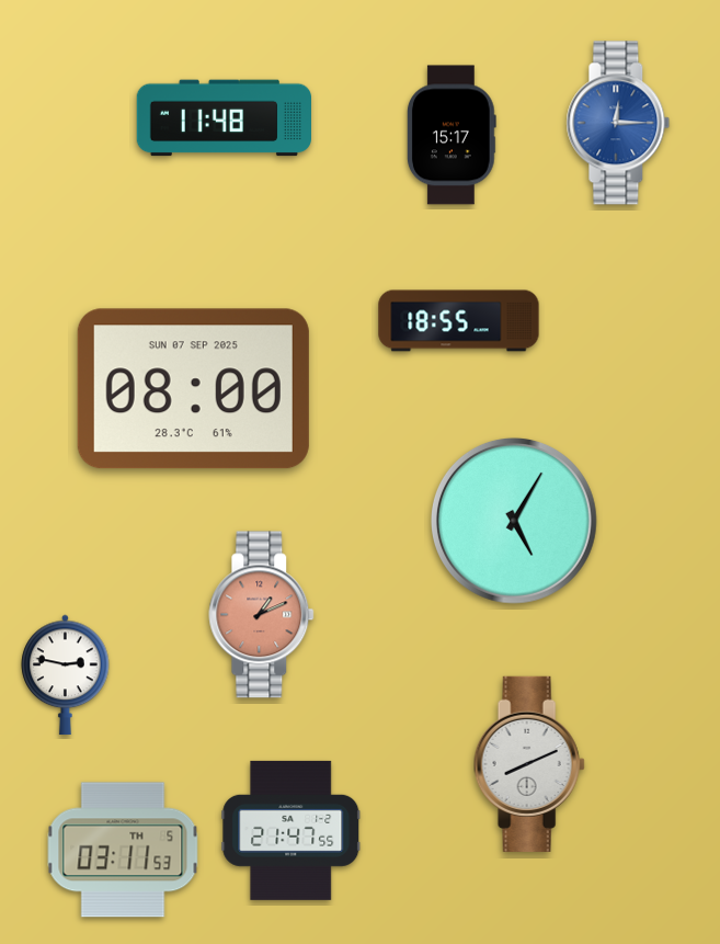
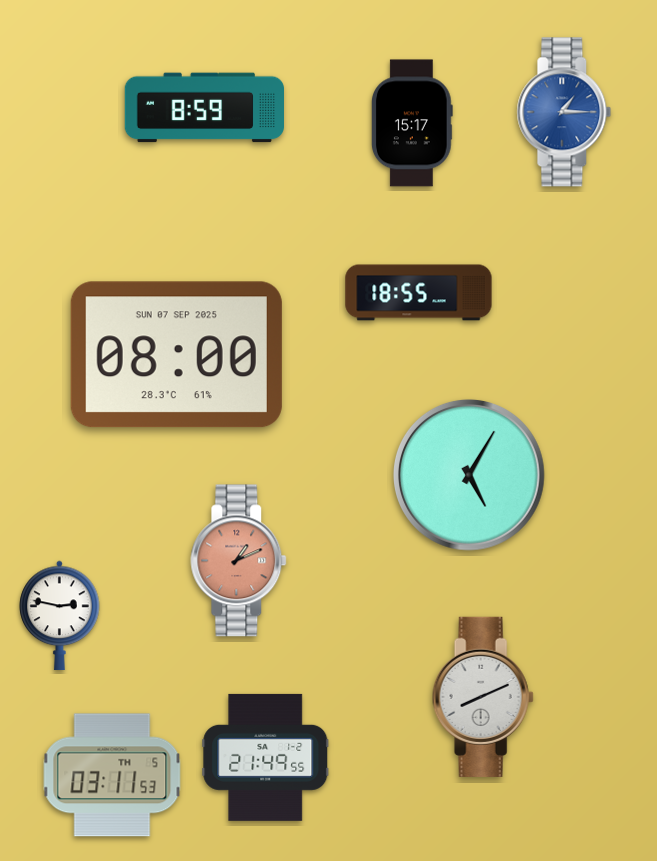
clock at (224, 118): 11:48 -> 8:59
clock at (618, 123): 12:15 -> 1:15
clock at (292, 830): 21:47 -> 21:49
